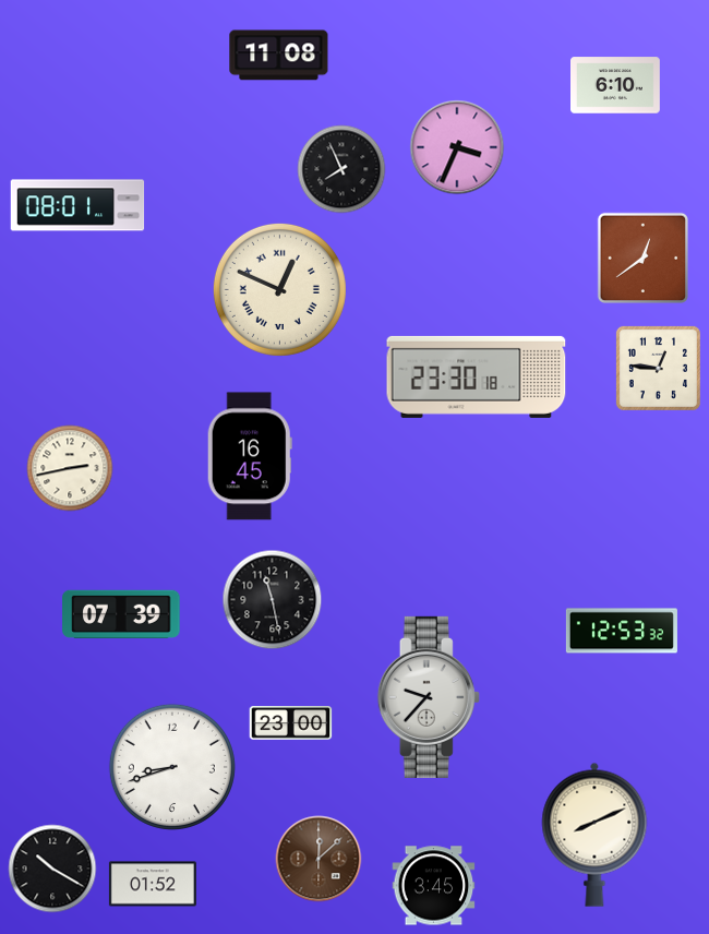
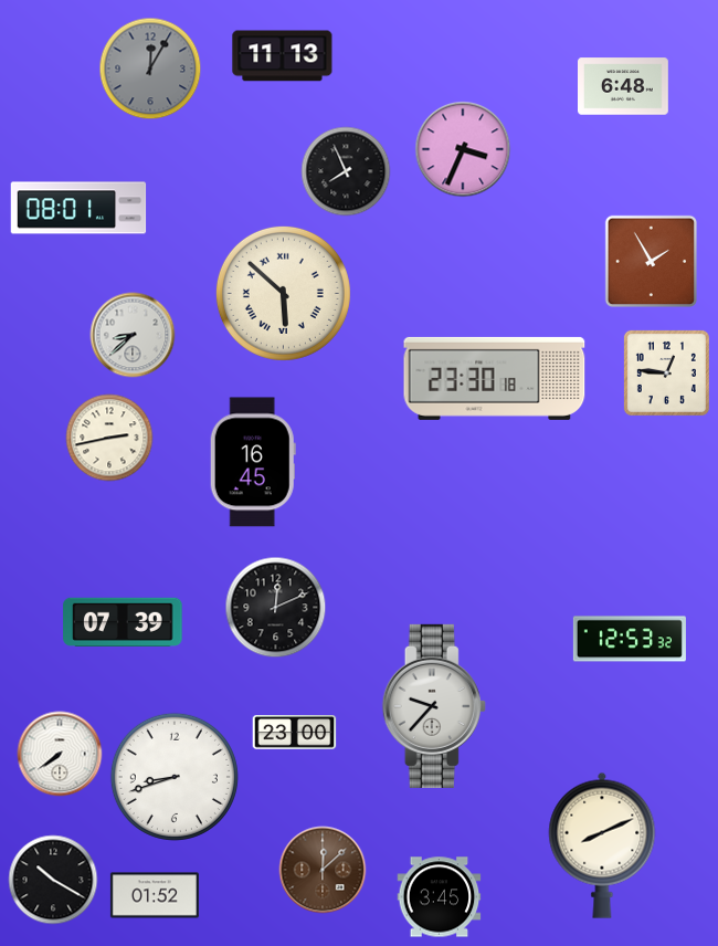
clock at (279, 56): 11:08 -> 11:13
clock at (150, 69): none -> 12:05
clock at (616, 85): 6:10 -> 6:48
clock at (642, 258): 12:39 -> 1:55
clock at (279, 289): 12:49 -> 5:52
clock at (133, 335): none -> 8:38
clock at (477, 376) position: (477, 376) -> (495, 378)
clock at (70, 468) position: (70, 468) -> (109, 438)
clock at (273, 600): 11:28 -> 12:11
clock at (60, 754): none -> 7:39
